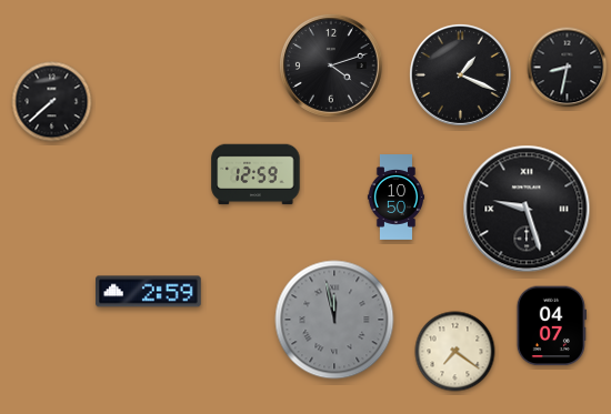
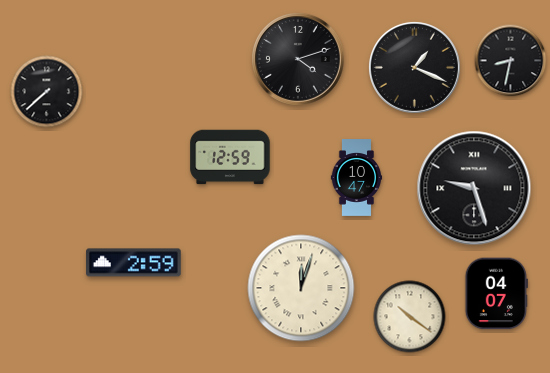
clock at (397, 198): 10:50 -> 10:47
clock at (334, 320): 11:58 -> 12:03
clock at (334, 320) dial: grey -> cream
clock at (455, 352): 7:21 -> 10:21
